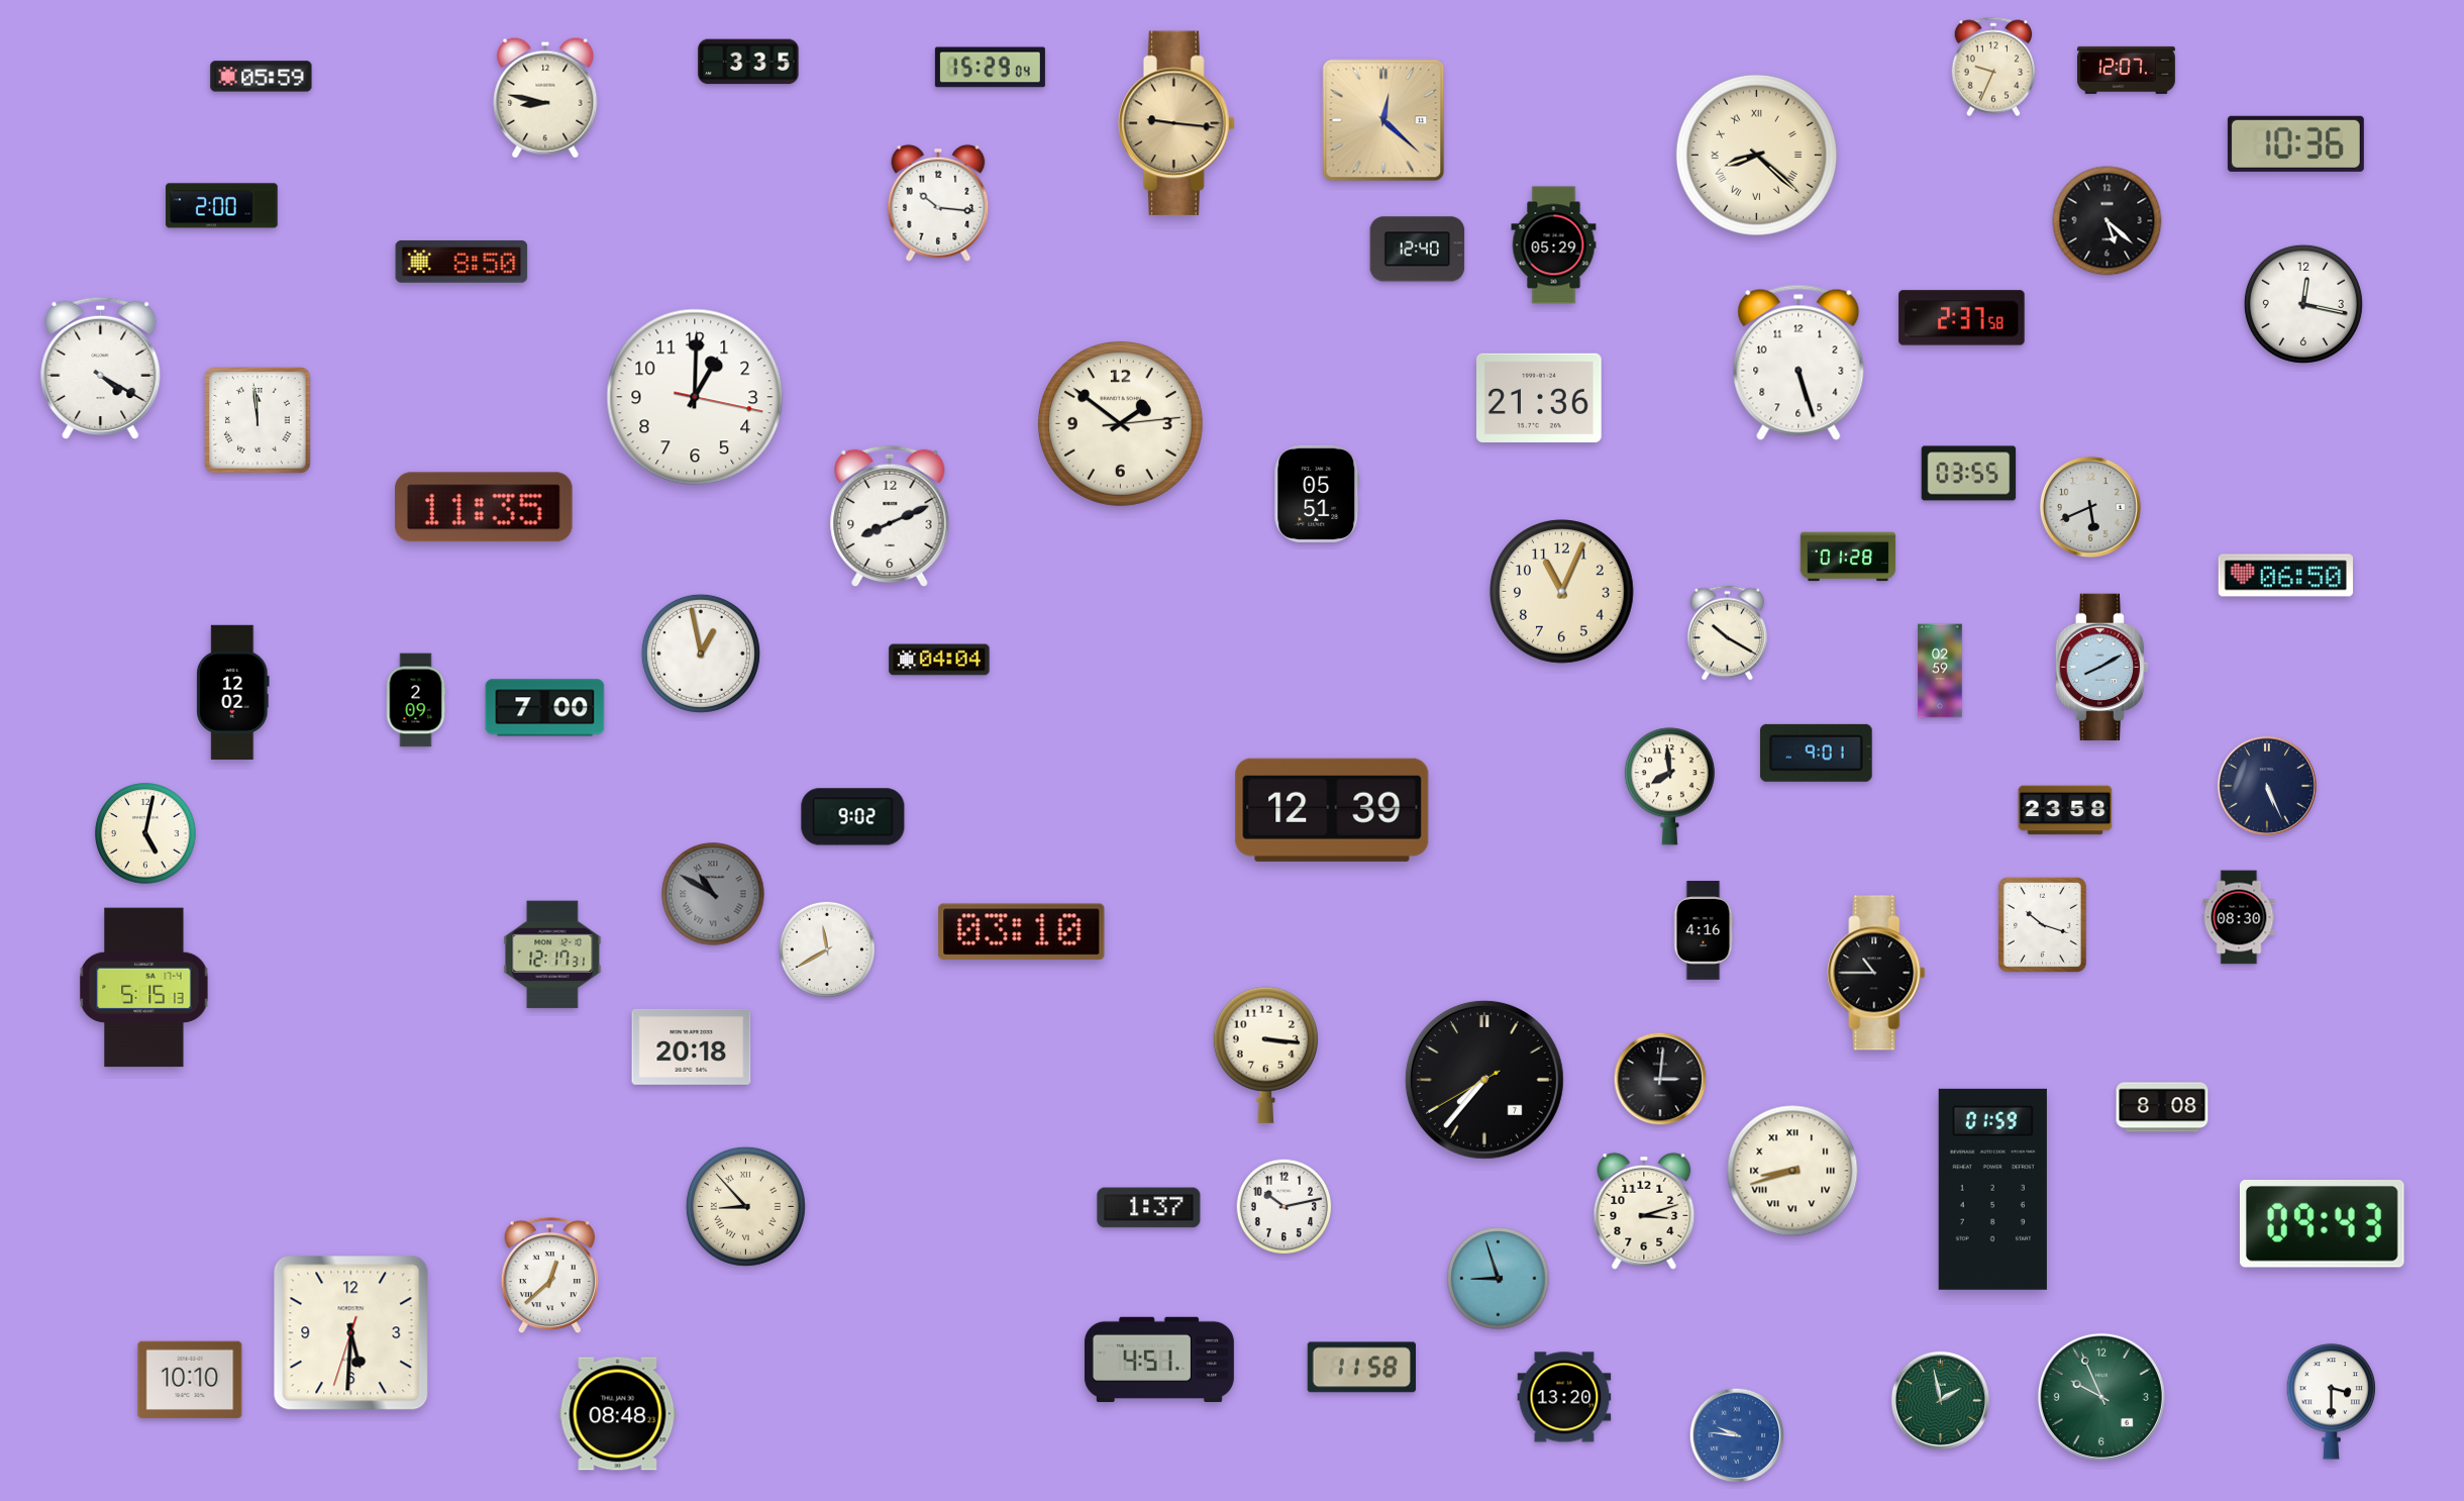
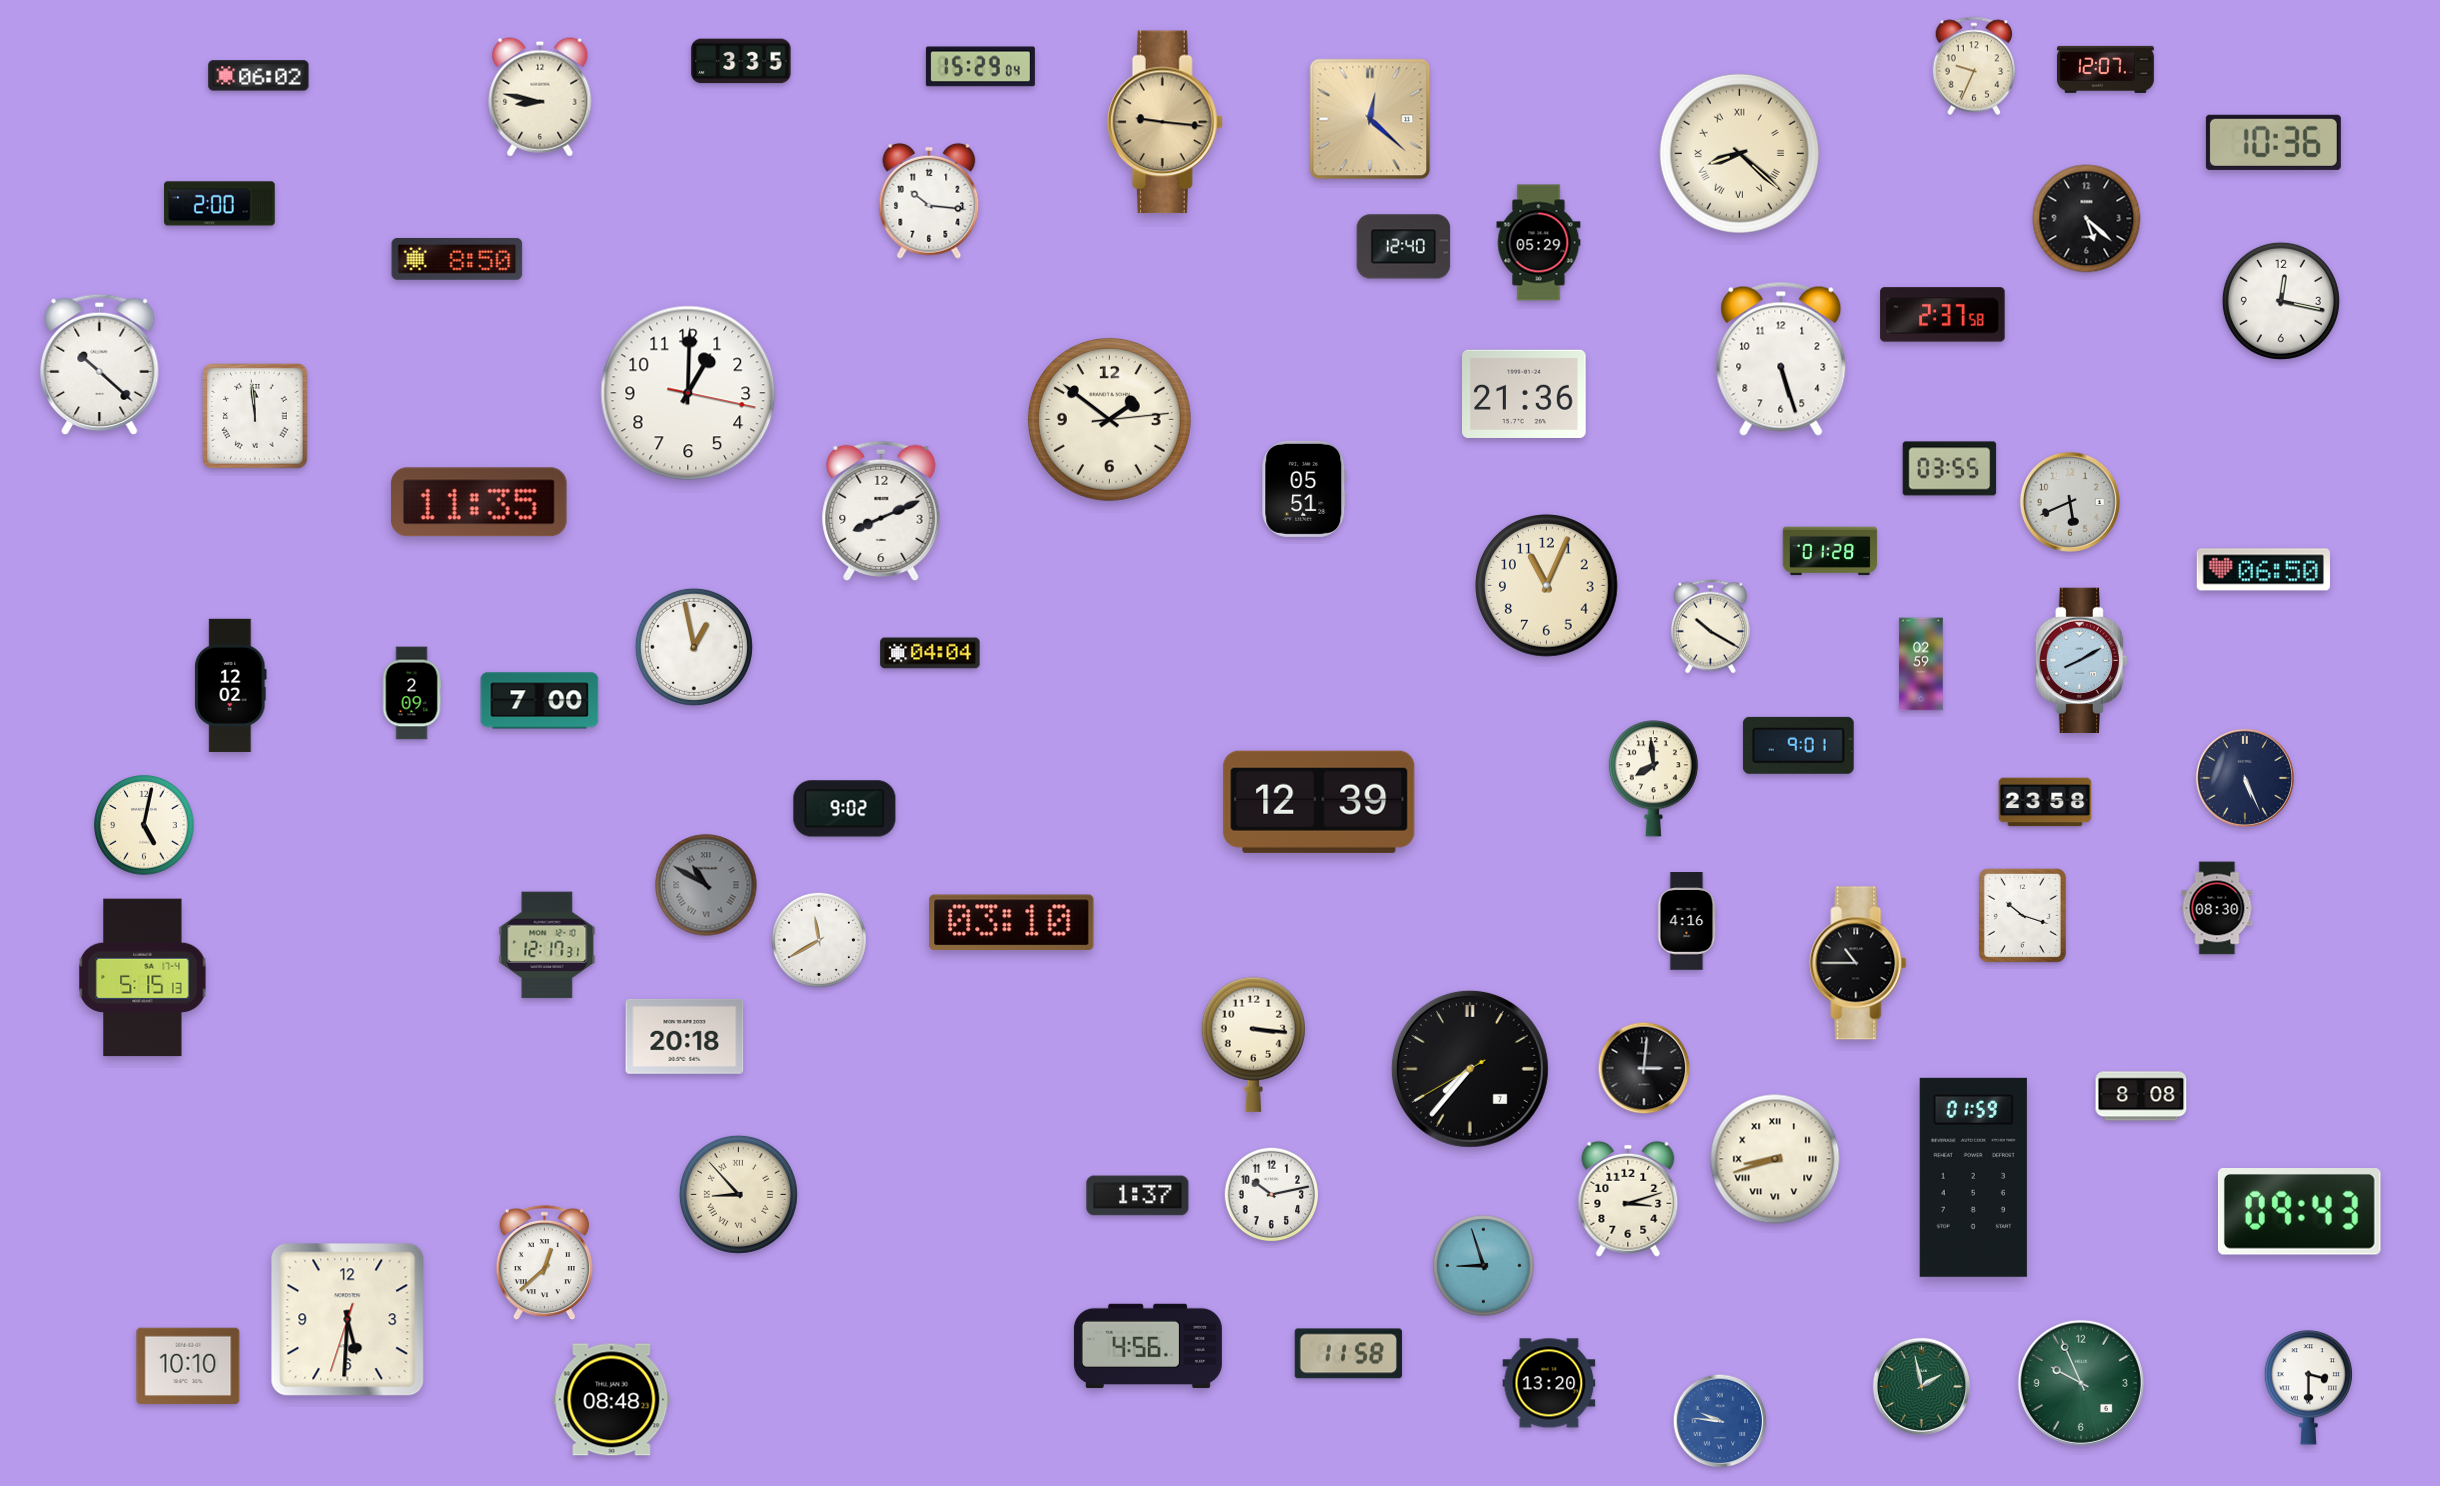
clock at (262, 77): 05:59 -> 06:02
clock at (101, 369): 4:20 -> 10:22
clock at (1159, 1360): 4:51 -> 4:56
